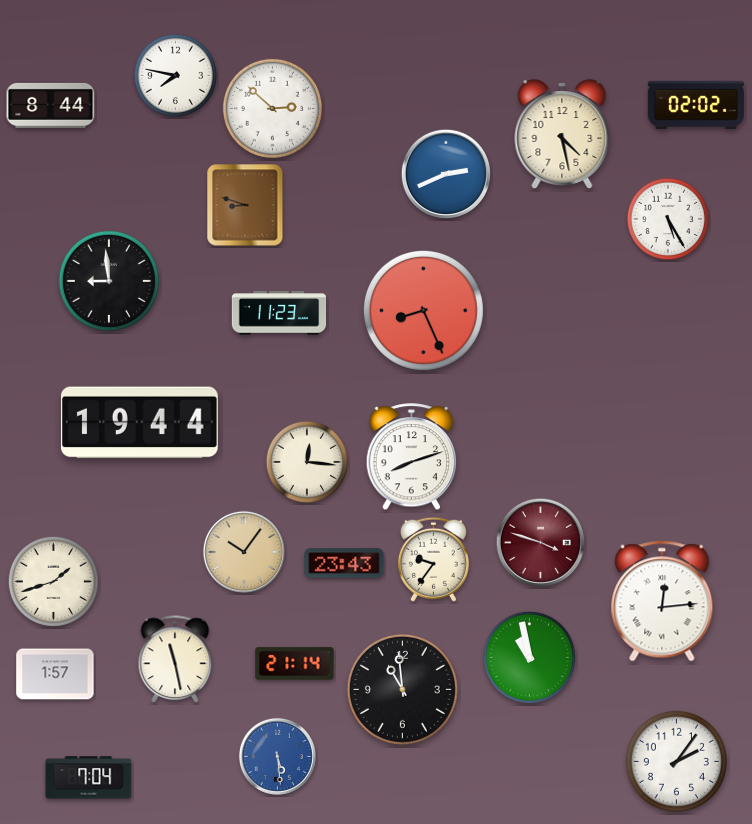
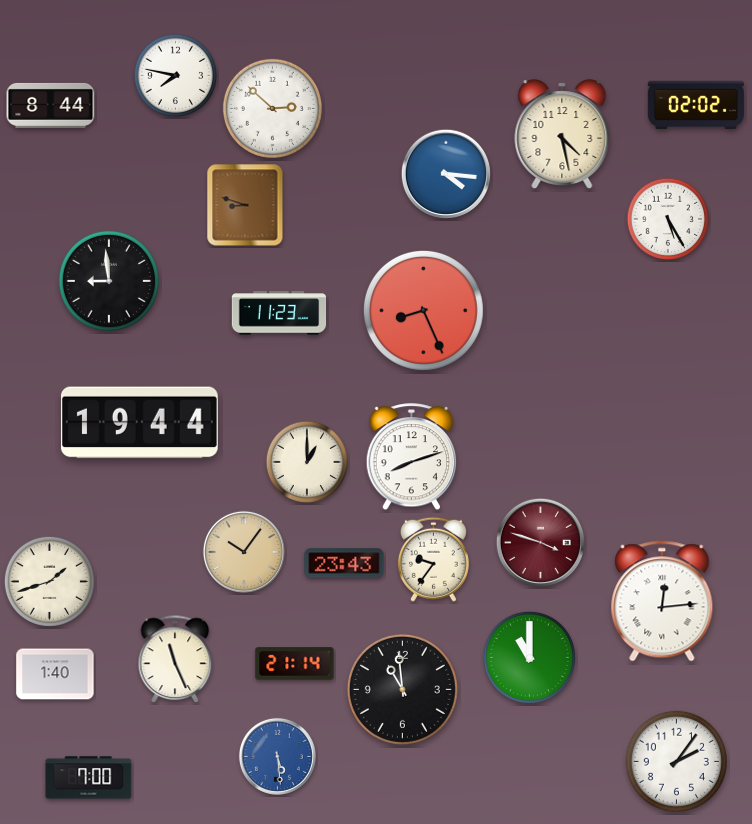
clock at (446, 174): 2:41 -> 4:16
clock at (307, 462): 12:16 -> 1:00
clock at (53, 581) position: (53, 581) -> (49, 581)
clock at (529, 657): 10:58 -> 11:00
clock at (175, 660): 11:28 -> 11:26
clock at (55, 674): 1:57 -> 1:40
clock at (89, 778): 7:04 -> 7:00
